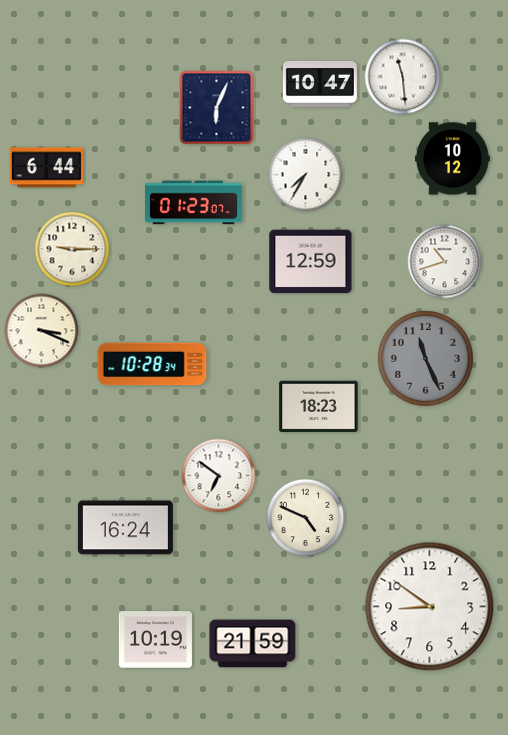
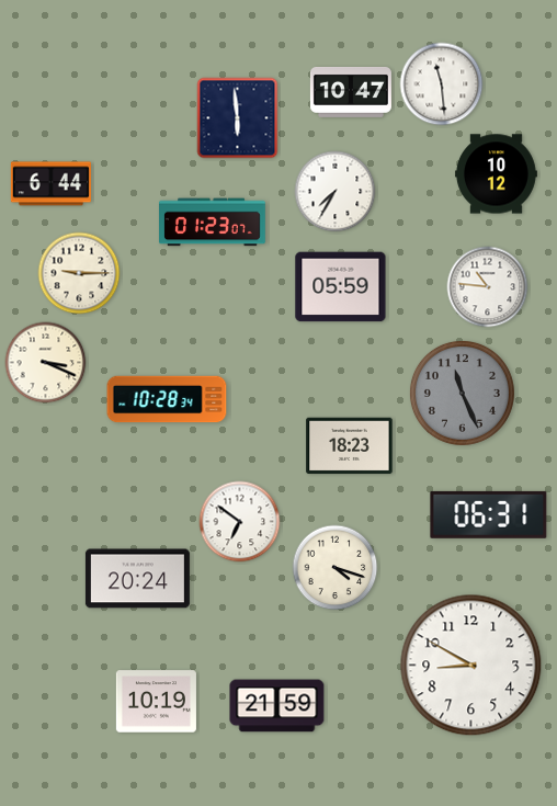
clock at (217, 108): 6:04 -> 5:59
clock at (311, 262): 12:59 -> 05:59
clock at (445, 262): 10:42 -> 10:46
clock at (425, 358) position: (425, 358) -> (462, 393)
clock at (489, 514): none -> 06:31
clock at (306, 518): 4:49 -> 4:18
clock at (125, 528): 16:24 -> 20:24
clock at (430, 607): 8:51 -> 8:50
clock at (155, 640) position: (155, 640) -> (156, 702)
